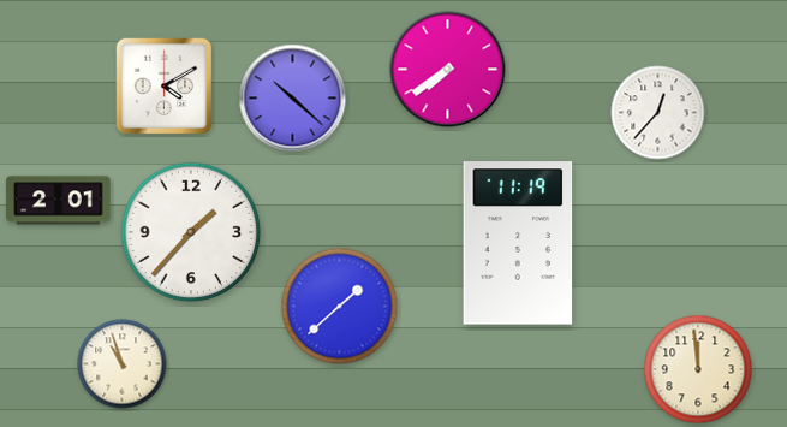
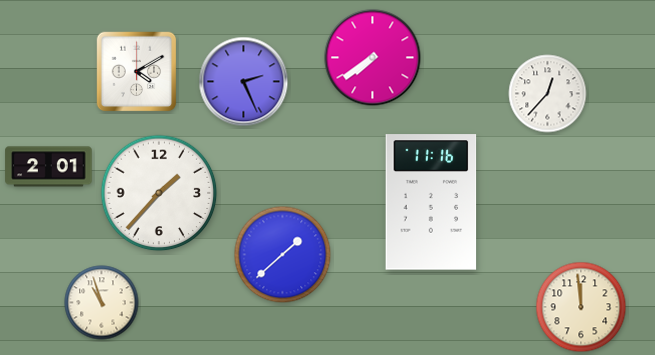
clock at (293, 99): 10:22 -> 2:26
clock at (518, 243): 11:19 -> 11:16
